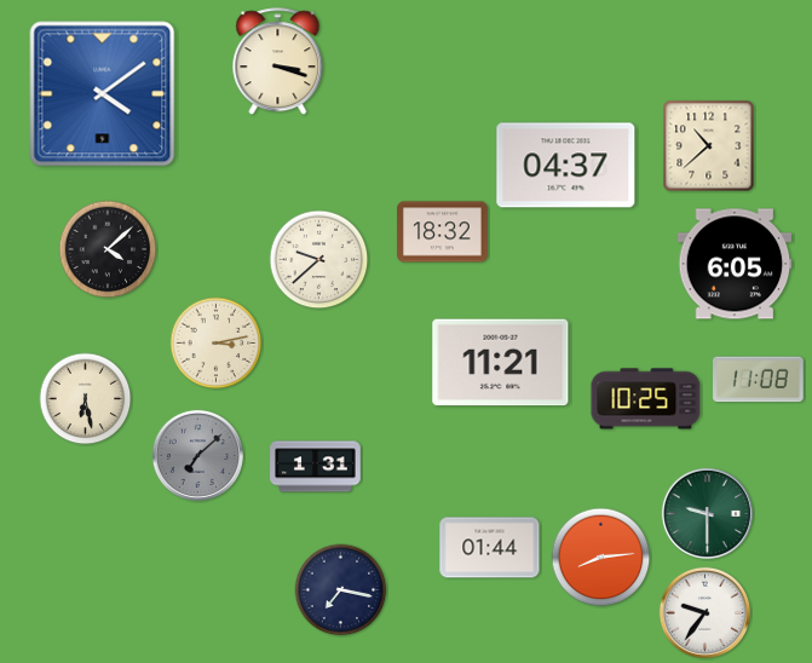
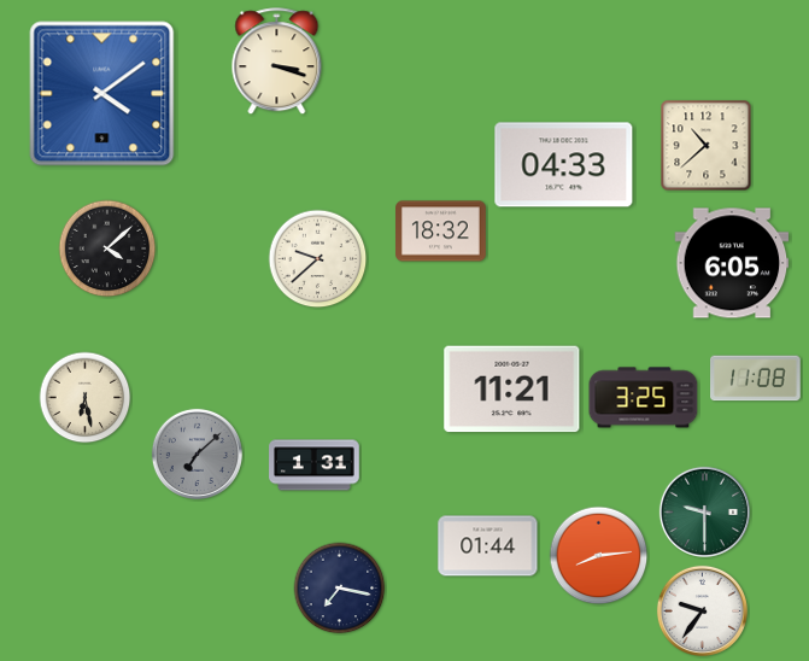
clock at (566, 166): 04:37 -> 04:33
clock at (217, 344): 3:13 -> none
clock at (501, 363) position: (501, 363) -> (512, 390)
clock at (646, 399): 10:25 -> 3:25
